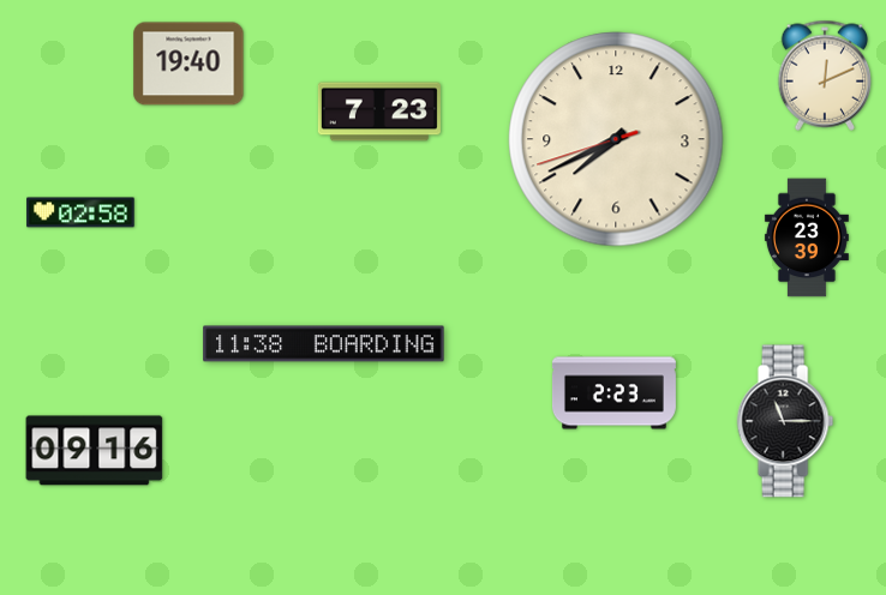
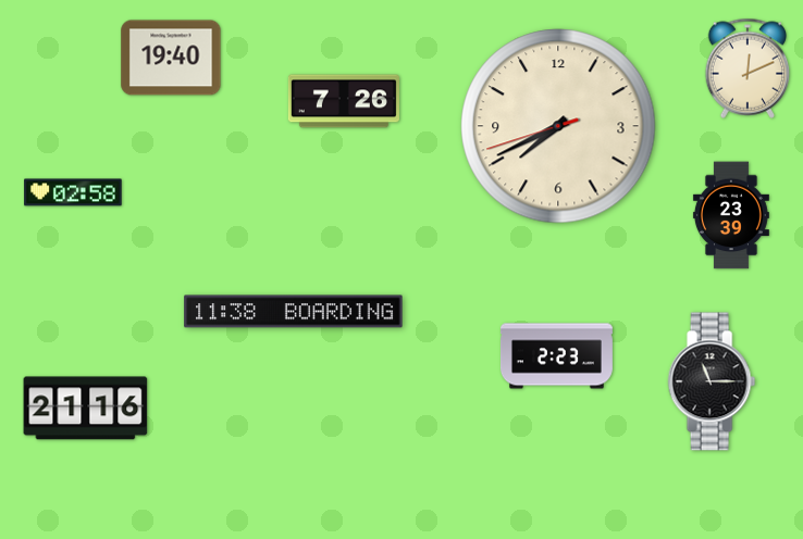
clock at (379, 112): 7:23 -> 7:26
clock at (95, 451): 09:16 -> 21:16
